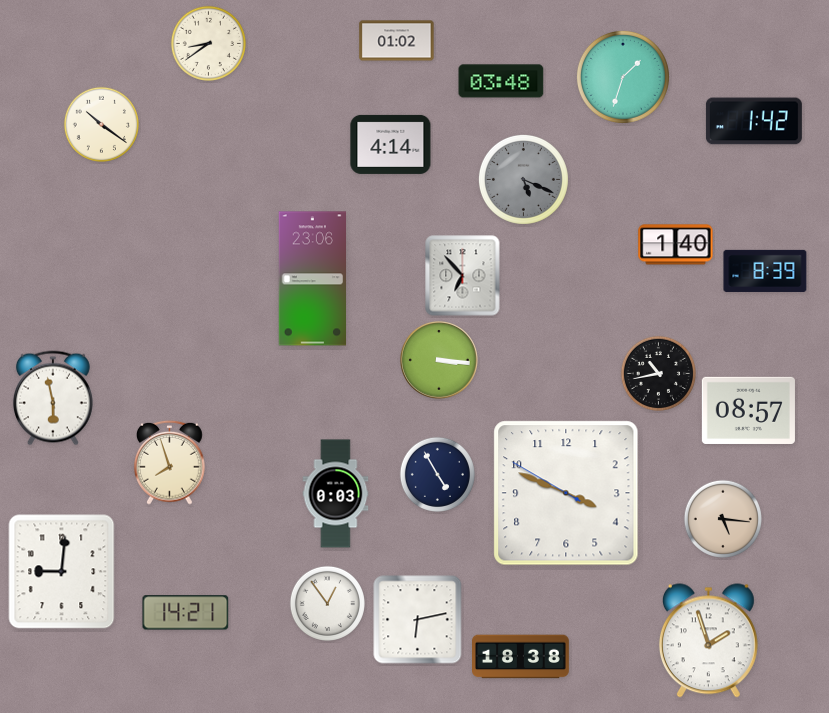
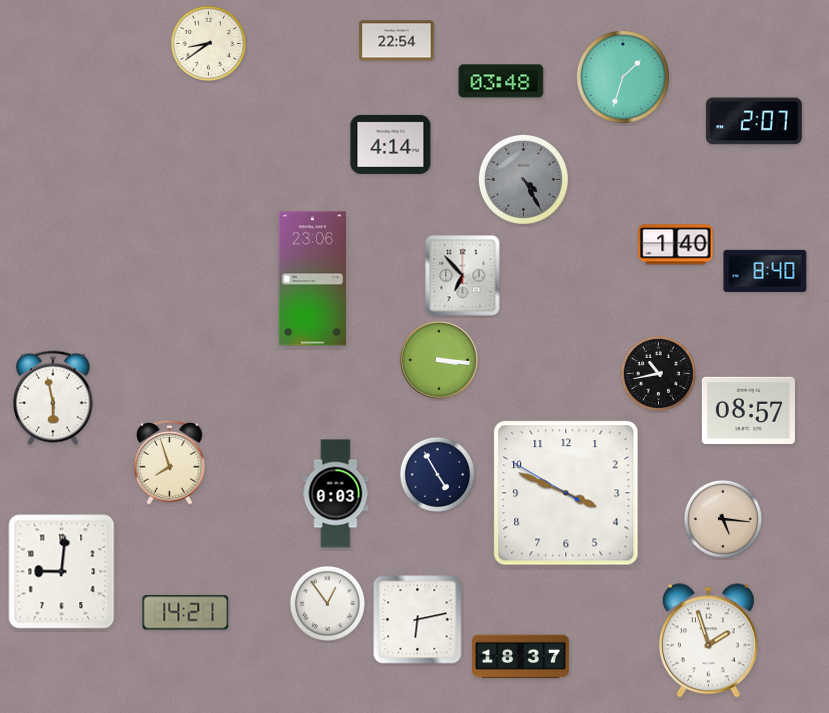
clock at (397, 41): 01:02 -> 22:54
clock at (754, 121): 1:42 -> 2:07
clock at (101, 124): 10:21 -> none
clock at (523, 179): 5:19 -> 4:25
clock at (765, 271): 8:39 -> 8:40
clock at (521, 657): 18:38 -> 18:37
